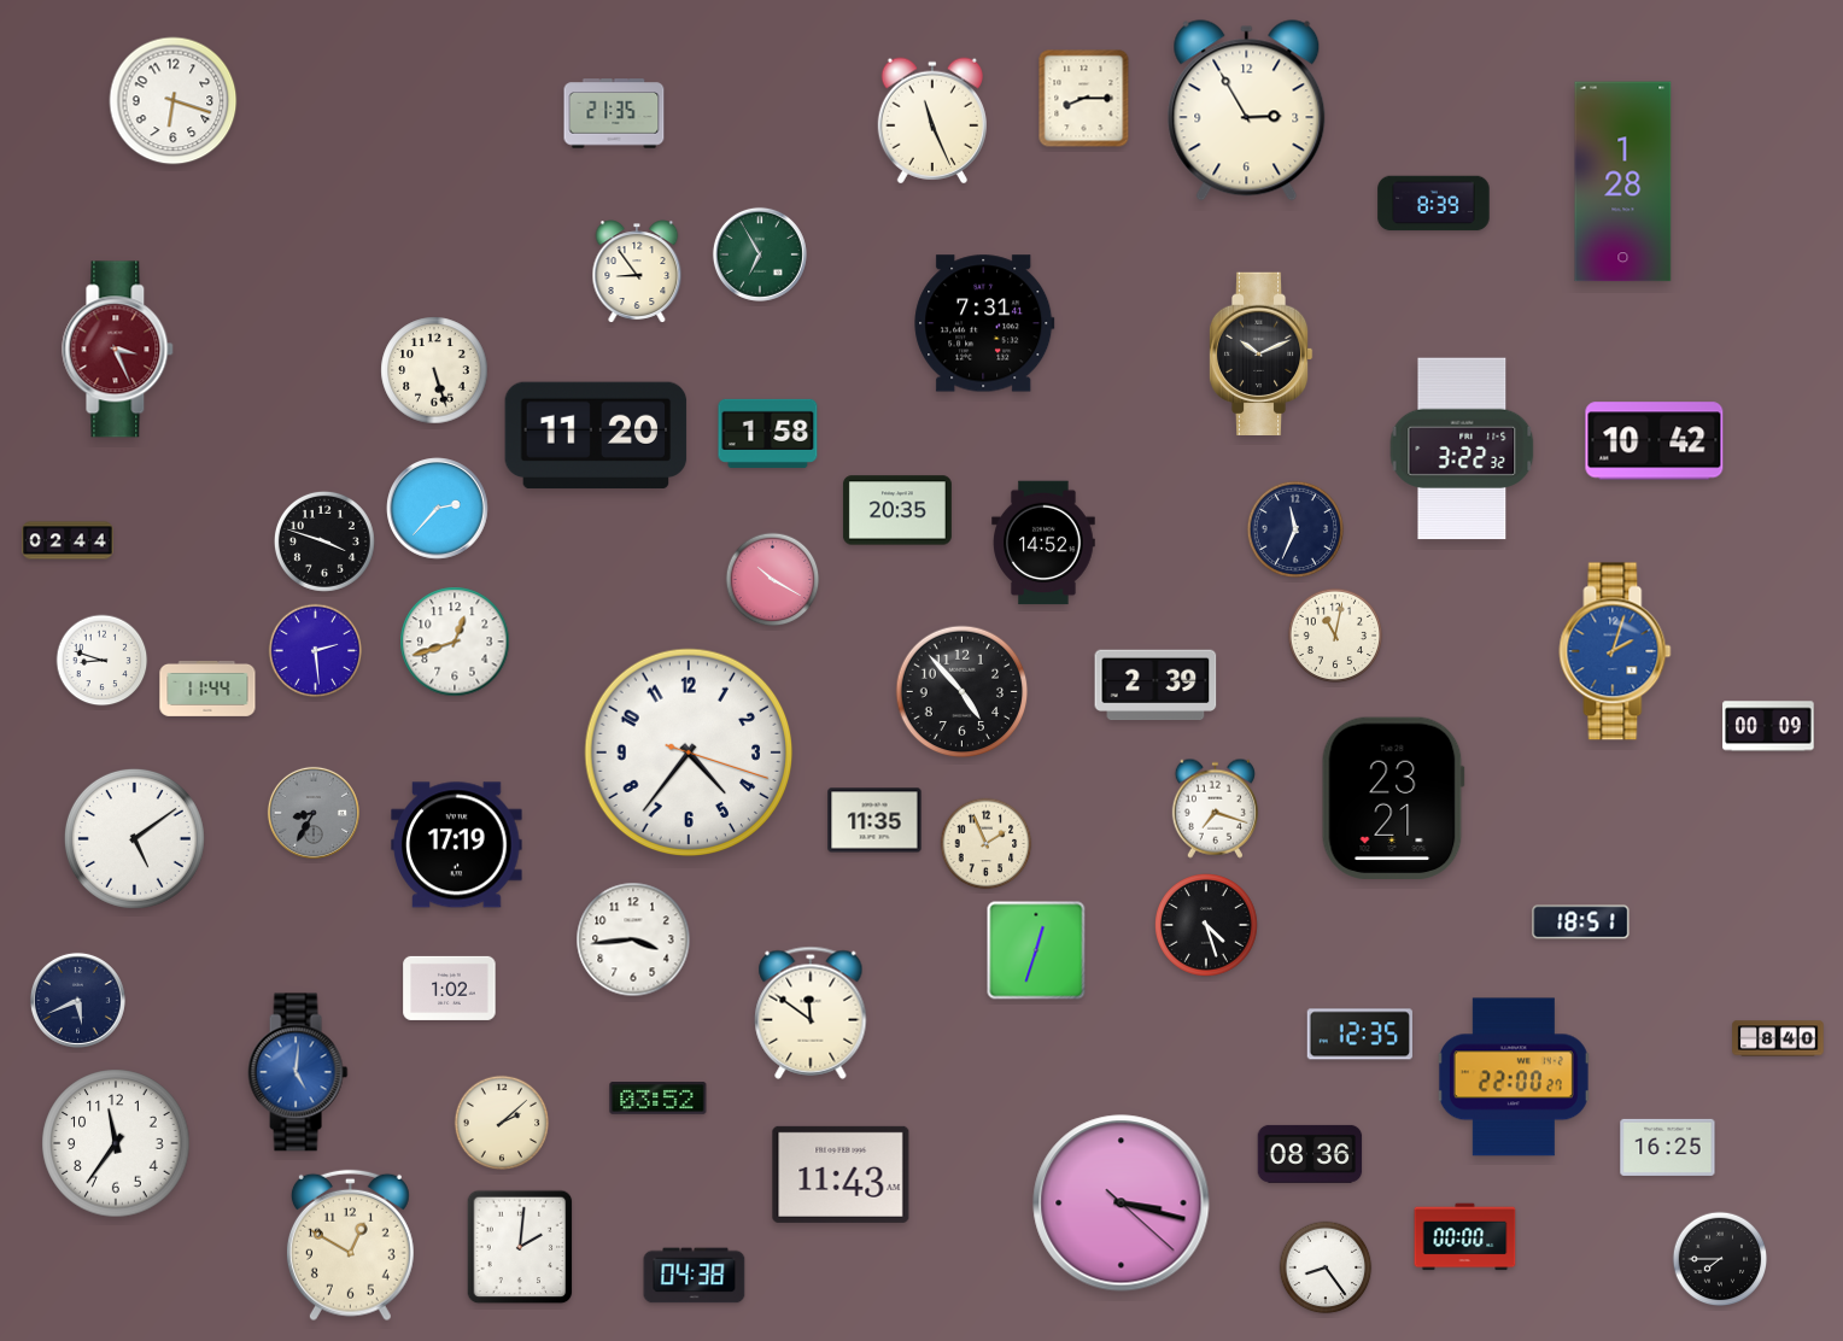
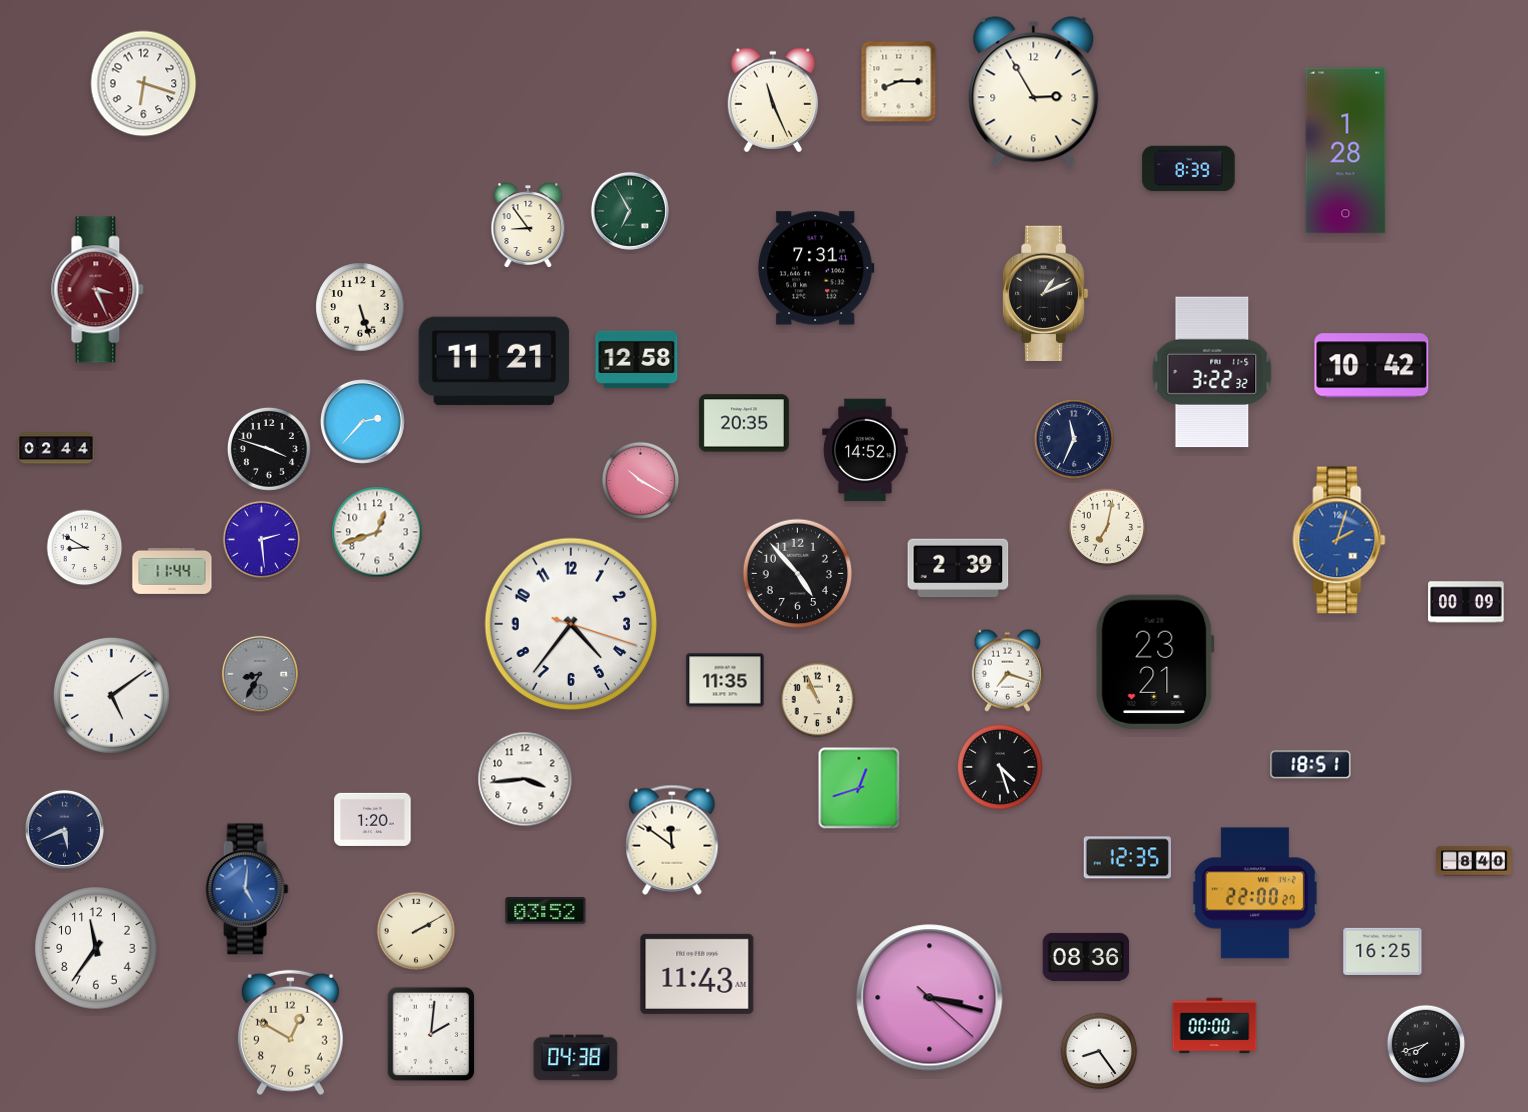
clock at (614, 113): 21:35 -> none
clock at (1260, 353): 10:11 -> 1:11
clock at (768, 433): 1:58 -> 12:58
clock at (596, 435): 11:20 -> 11:21
clock at (1335, 636): 11:02 -> 7:02
clock at (103, 661): 8:48 -> 8:50
clock at (987, 844): 1:56 -> 10:56
clock at (457, 845): 17:19 -> none
clock at (1036, 950): 12:33 -> 12:42
clock at (450, 988): 1:02 -> 1:20
clock at (502, 1123): 2:08 -> 2:10
clock at (1720, 1259): 7:45 -> 7:42
